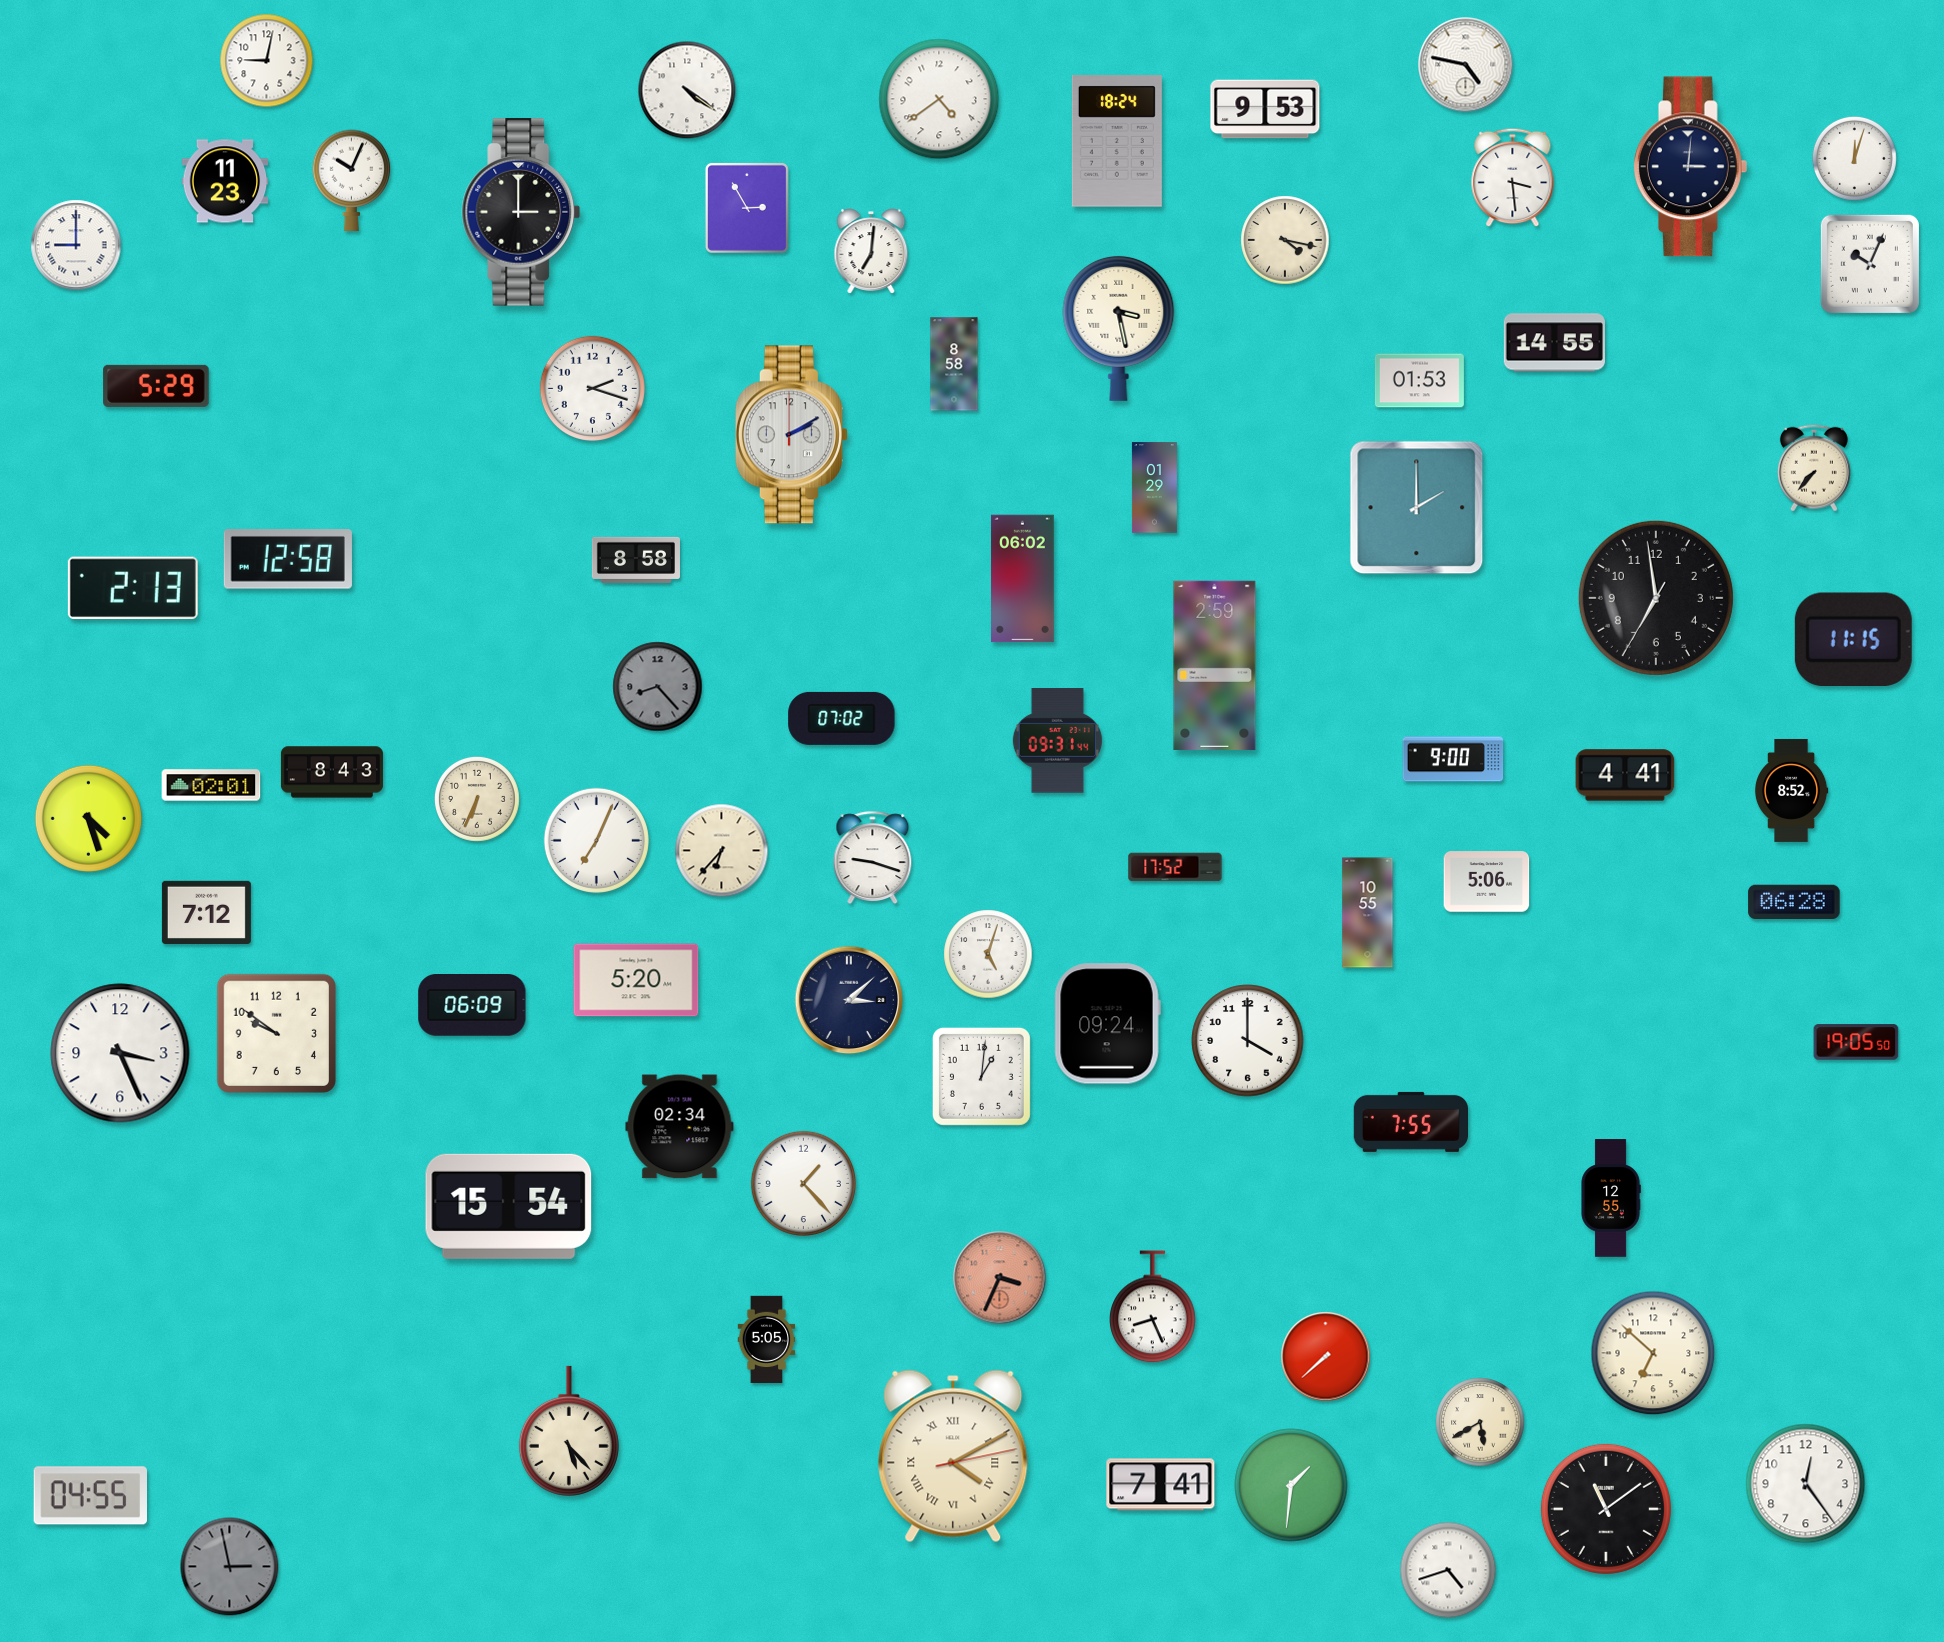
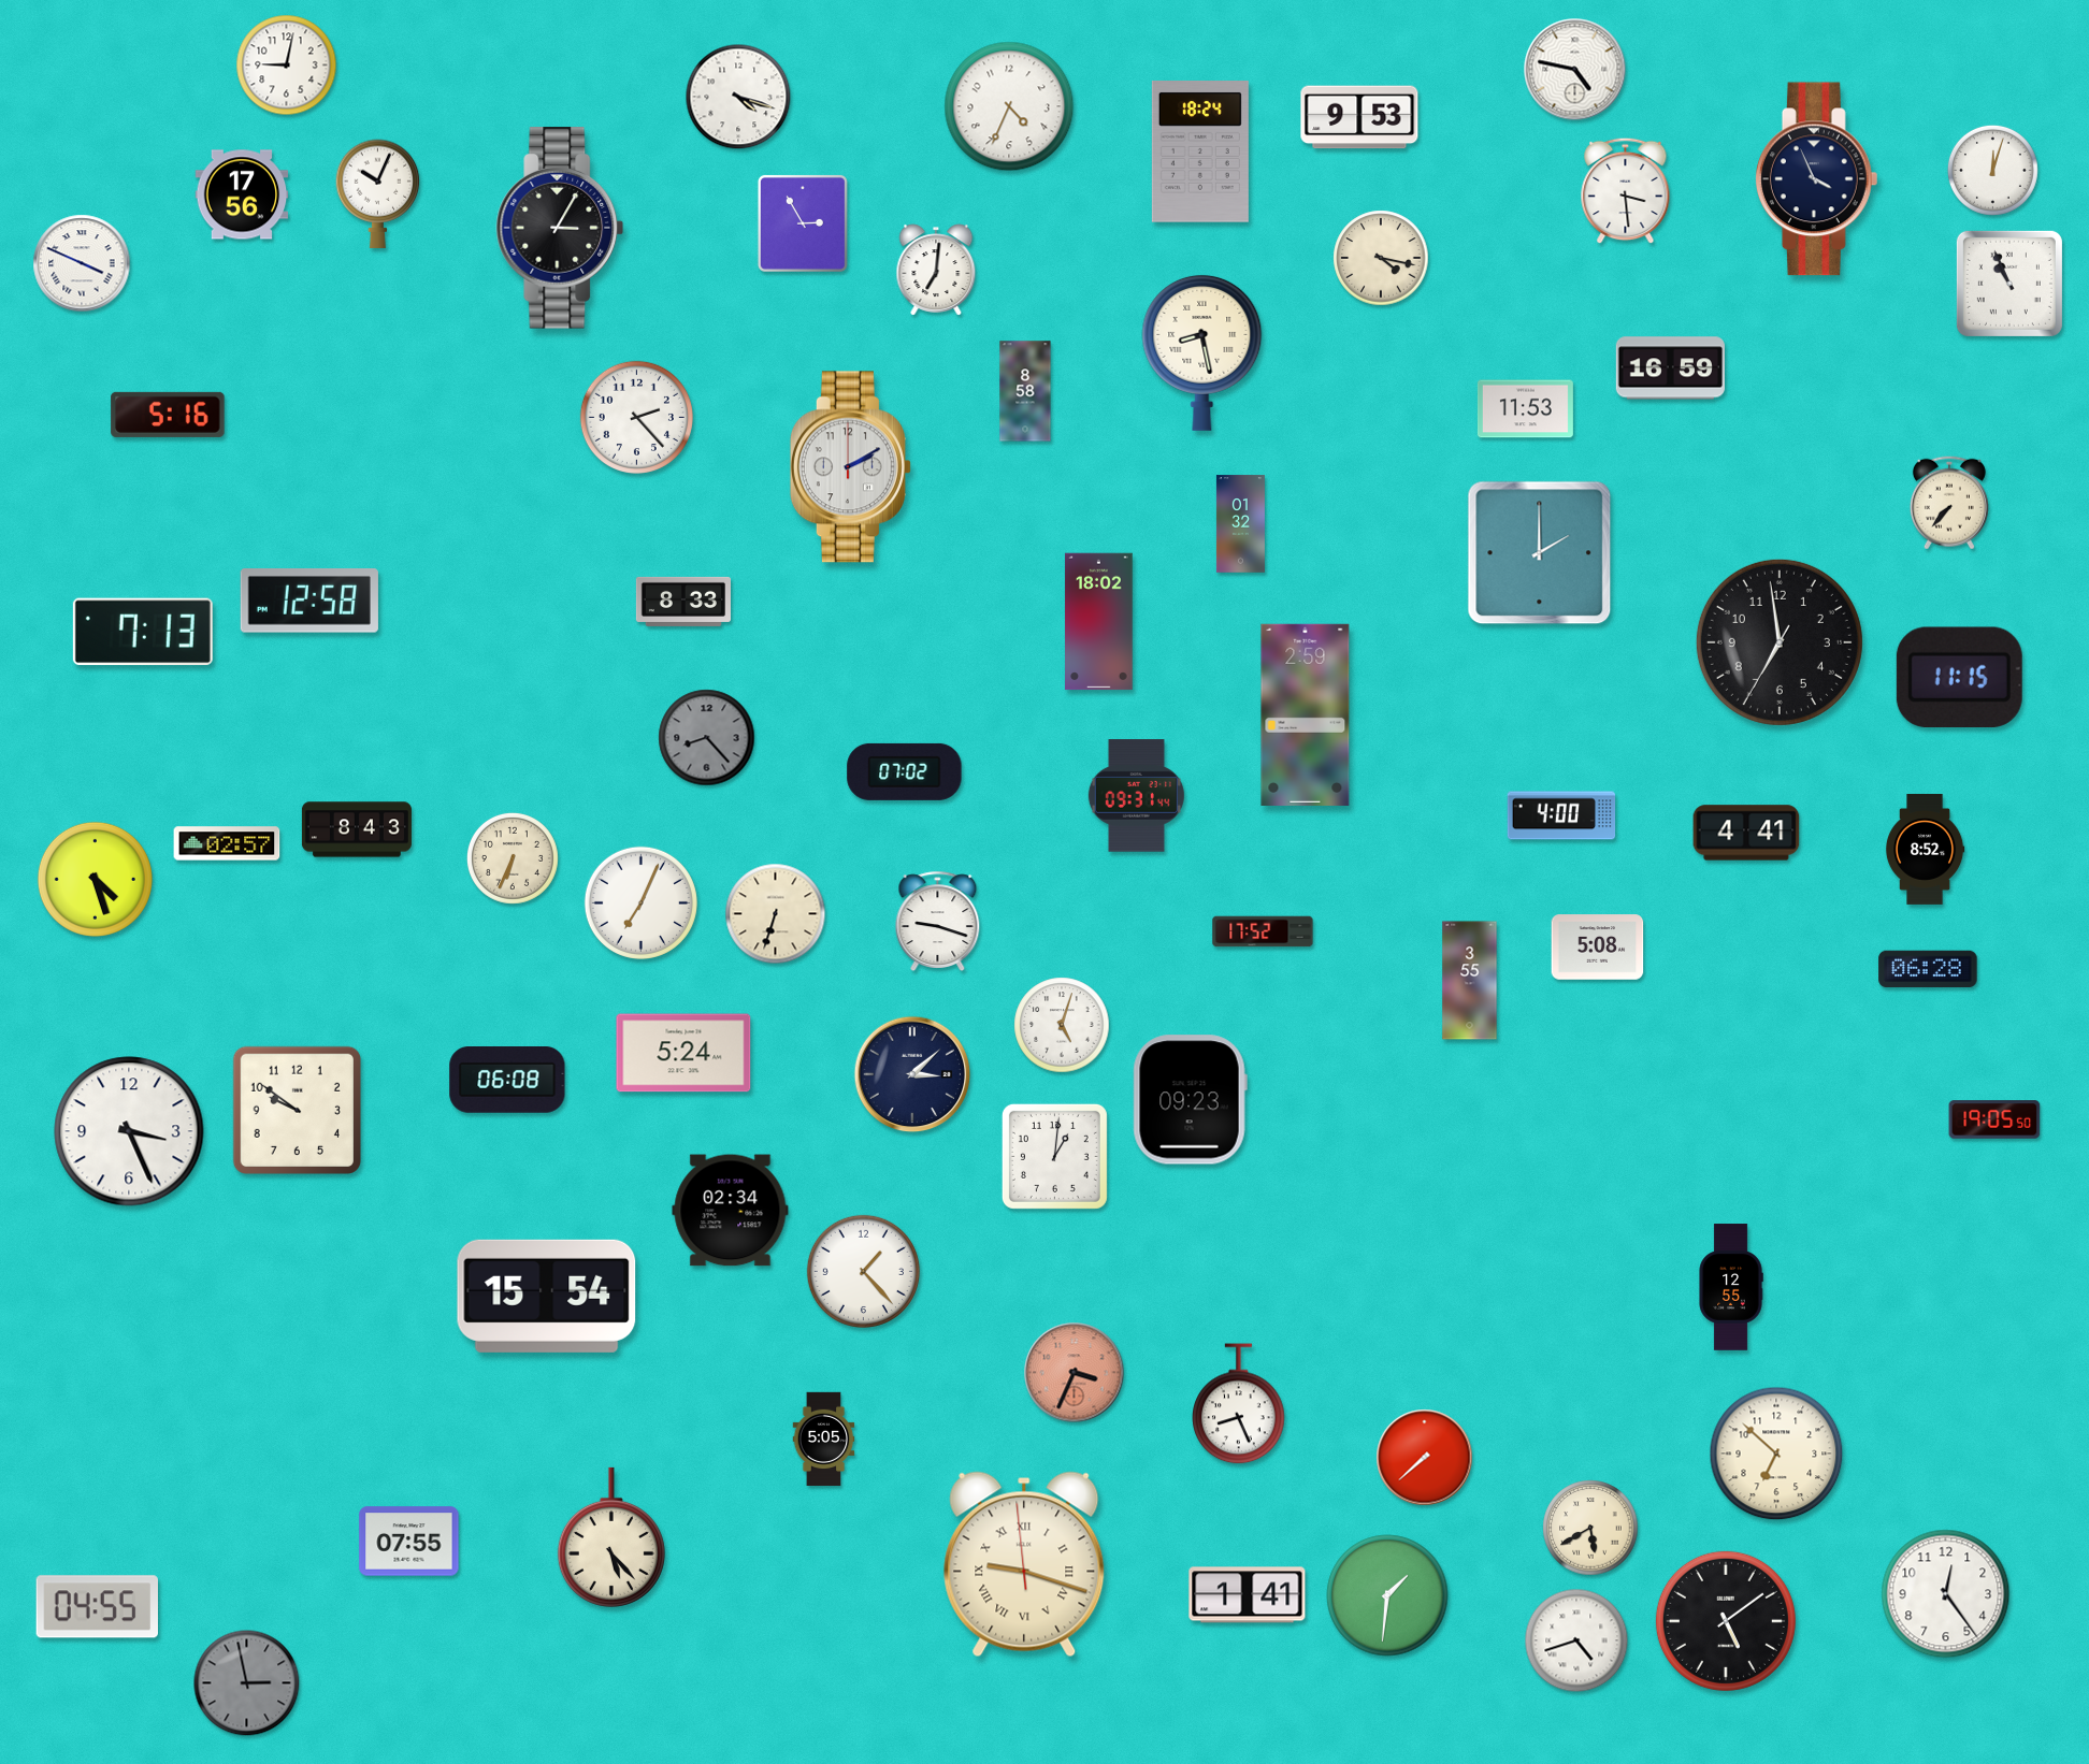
clock at (687, 90): 4:21 -> 4:18
clock at (939, 99): 4:39 -> 4:34
clock at (1690, 167): 3:01 -> 3:56
clock at (225, 181): 11:23 -> 17:56
clock at (521, 212): 3:00 -> 3:05
clock at (76, 245): 9:00 -> 3:49
clock at (1870, 264): 10:04 -> 10:56
clock at (1119, 328): 3:28 -> 8:28
clock at (1554, 343): 14:55 -> 16:59
clock at (1419, 381): 01:53 -> 11:53
clock at (156, 386): 5:29 -> 5:16
clock at (592, 388): 2:18 -> 2:23
clock at (1154, 488): 01:29 -> 01:32
clock at (1417, 508) position: (1417, 508) -> (1540, 553)
clock at (636, 560): 8:58 -> 8:33
clock at (1023, 579): 06:02 -> 18:02
clock at (133, 588): 2:13 -> 7:13
clock at (1853, 639) position: (1853, 639) -> (1959, 677)
clock at (1453, 759): 9:00 -> 4:00
clock at (211, 785): 02:01 -> 02:57
clock at (722, 851): 6:37 -> 6:33
clock at (1487, 882): 5:06 -> 5:08
clock at (206, 912): 7:12 -> none
clock at (1368, 913): 10:55 -> 3:55
clock at (636, 980): 5:20 -> 5:24
clock at (472, 1006): 06:09 -> 06:08
clock at (1107, 1024): 09:24 -> 09:23
clock at (1248, 1041): 4:00 -> none
clock at (1410, 1122): 7:55 -> none
clock at (409, 1542): none -> 07:55
clock at (953, 1456): 4:10 -> 9:17
clock at (1806, 1484) position: (1806, 1484) -> (1946, 1594)
clock at (1161, 1485): 7:41 -> 1:41
clock at (1606, 1509): 11:09 -> 5:09
clock at (1448, 1570) position: (1448, 1570) -> (1576, 1640)
